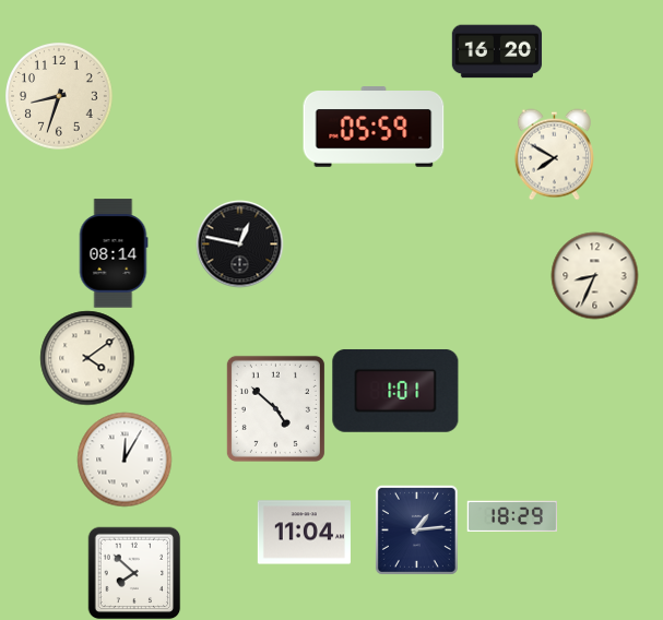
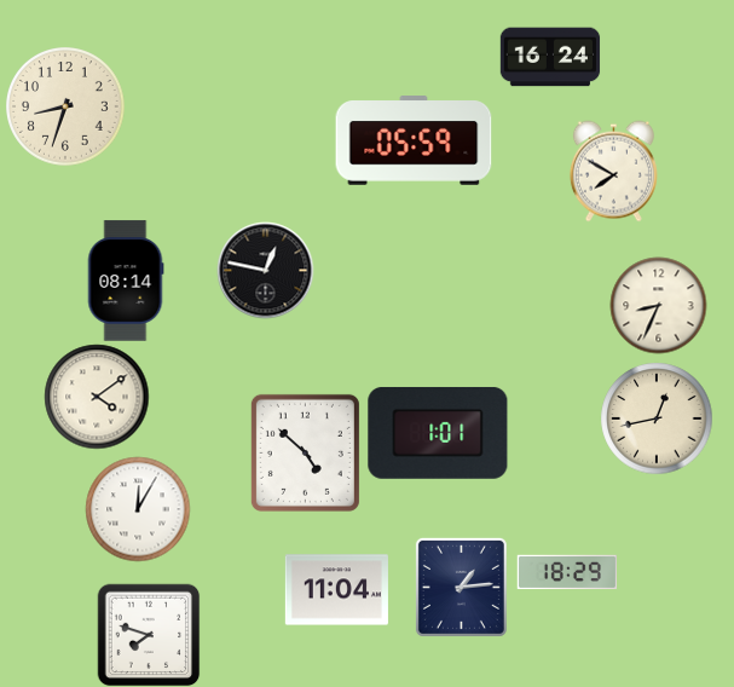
clock at (497, 51): 16:20 -> 16:24
clock at (657, 418): none -> 12:43
clock at (134, 573): 7:52 -> 7:48
